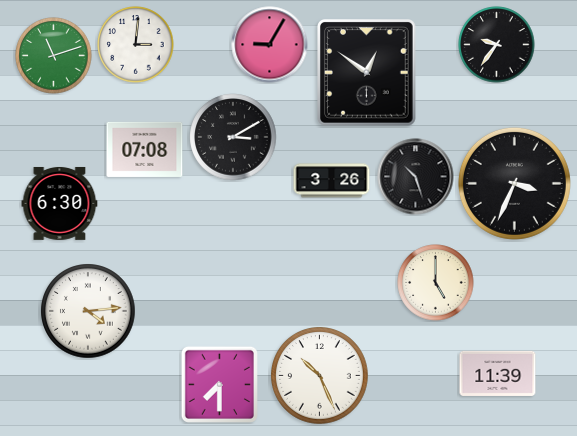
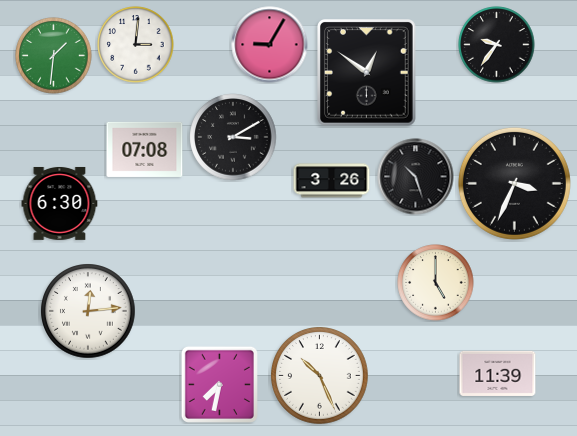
clock at (54, 56): 11:12 -> 1:31
clock at (88, 311): 4:14 -> 12:14
clock at (219, 384): 7:30 -> 7:32
